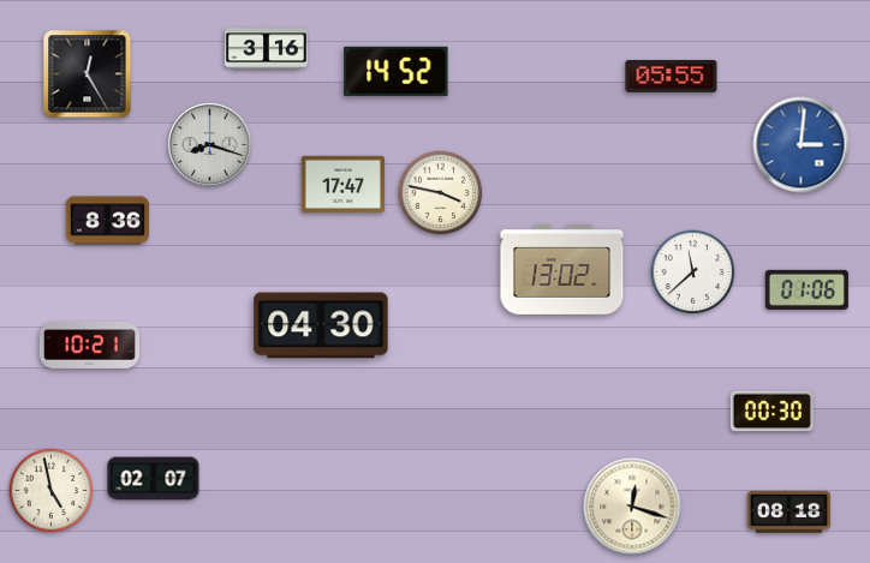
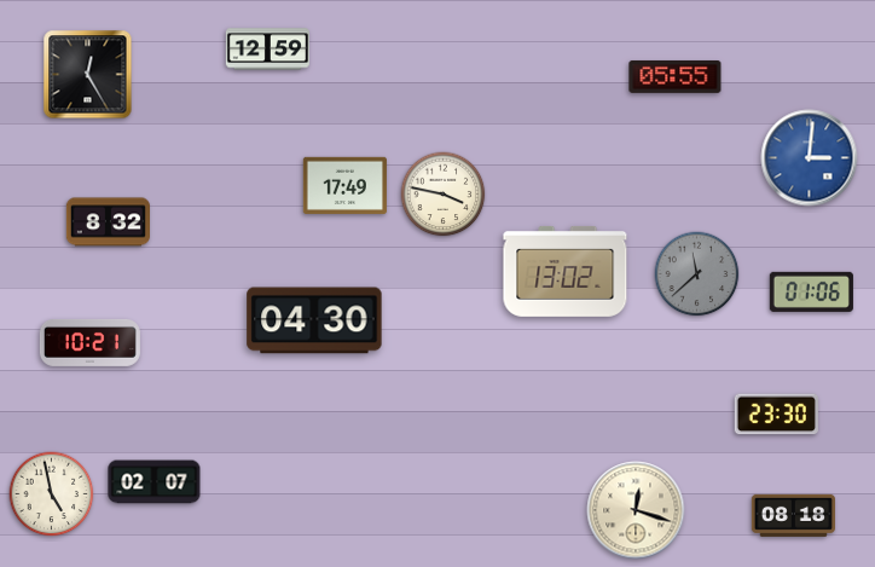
clock at (266, 49): 3:16 -> 12:59
clock at (397, 71): 14:52 -> none
clock at (209, 144): 8:18 -> none
clock at (802, 145) position: (802, 145) -> (810, 158)
clock at (342, 184): 17:47 -> 17:49
clock at (107, 221): 8:36 -> 8:32
clock at (693, 272) dial: white -> grey
clock at (321, 325) position: (321, 325) -> (314, 320)
clock at (89, 345) position: (89, 345) -> (89, 342)
clock at (771, 412): 00:30 -> 23:30
